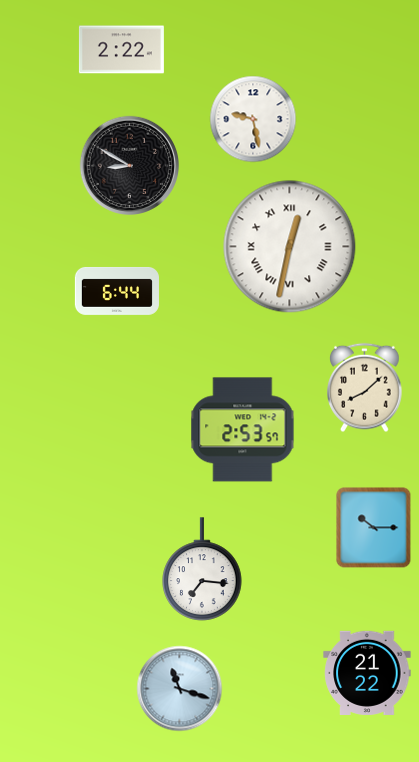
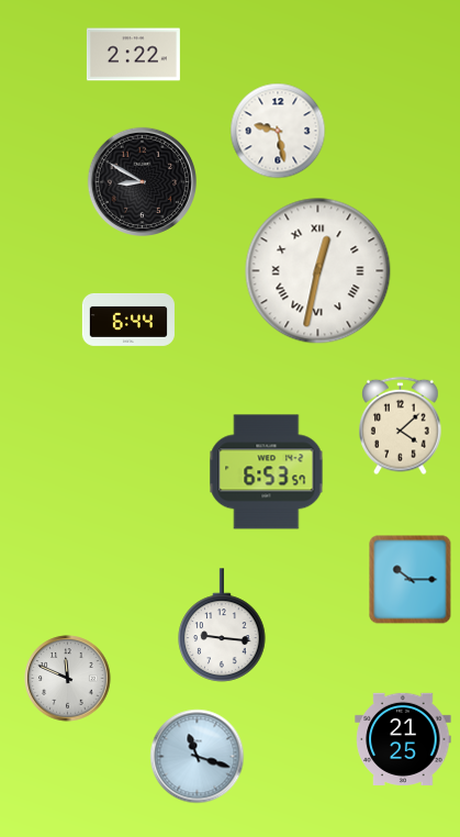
clock at (365, 388): 8:08 -> 4:08
clock at (243, 430): 2:53 -> 6:53
clock at (202, 569): 7:16 -> 9:16
clock at (68, 679): none -> 11:49
clock at (367, 673): 21:22 -> 21:25
